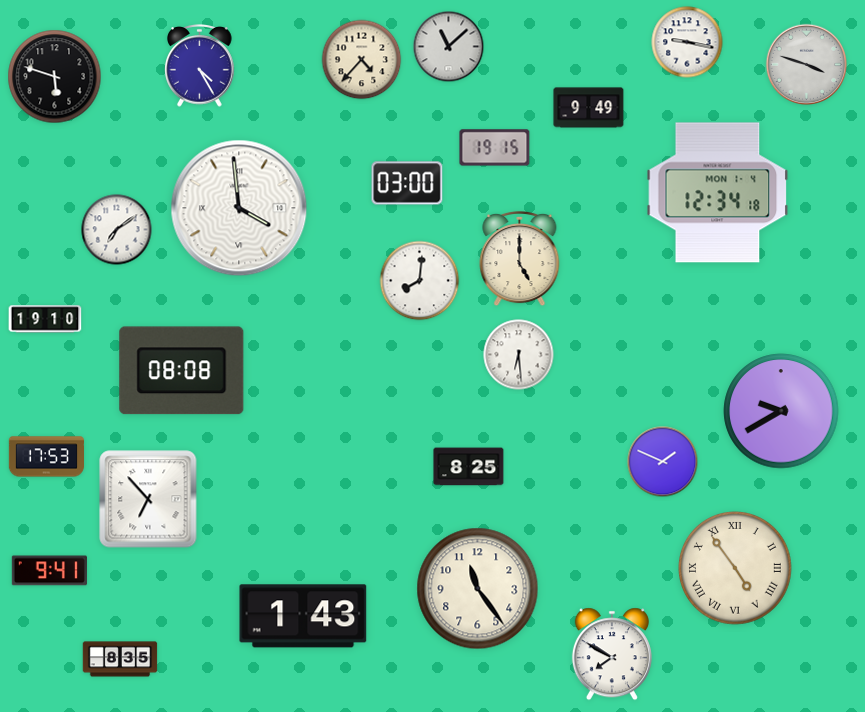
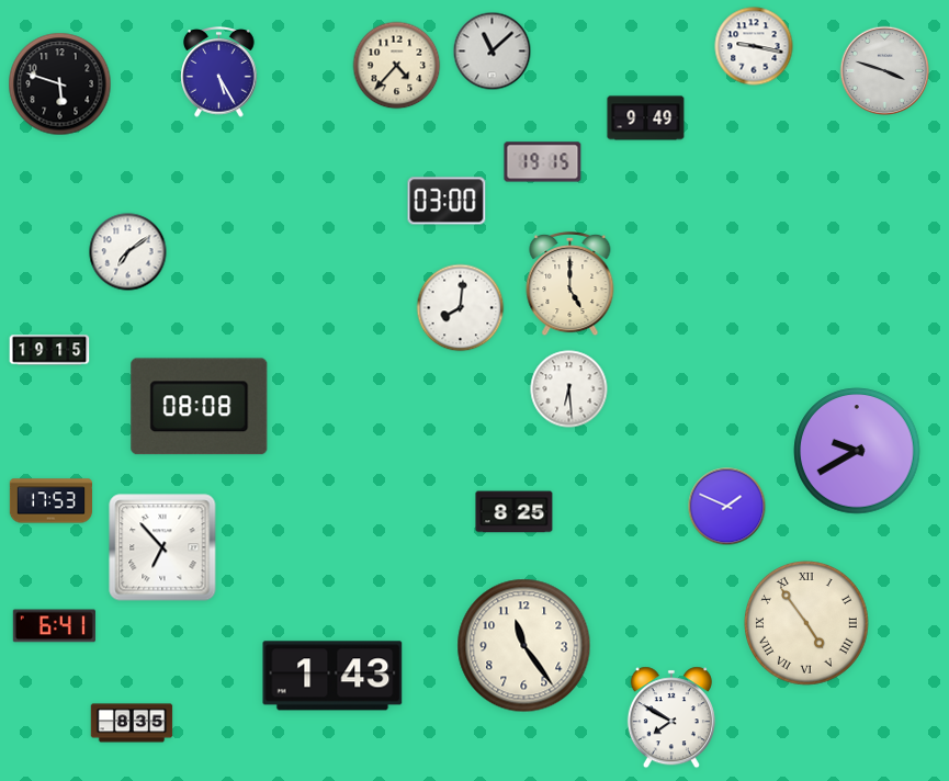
clock at (200, 66): 4:25 -> 5:25
clock at (718, 193): 12:34 -> none
clock at (239, 208): 3:59 -> none
clock at (45, 319): 19:10 -> 19:15
clock at (49, 571): 9:41 -> 6:41
